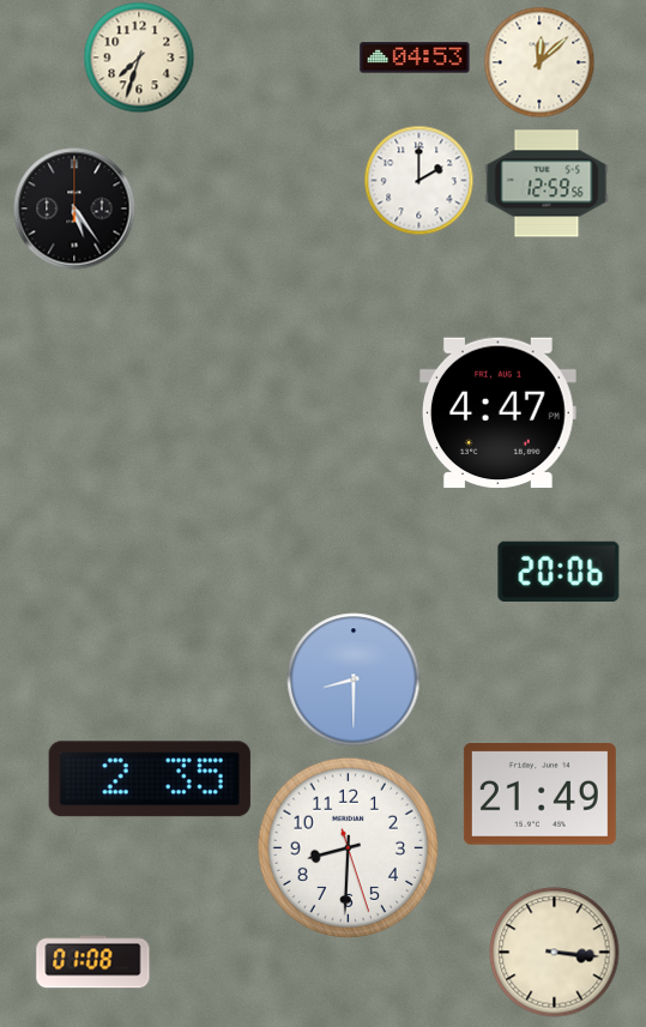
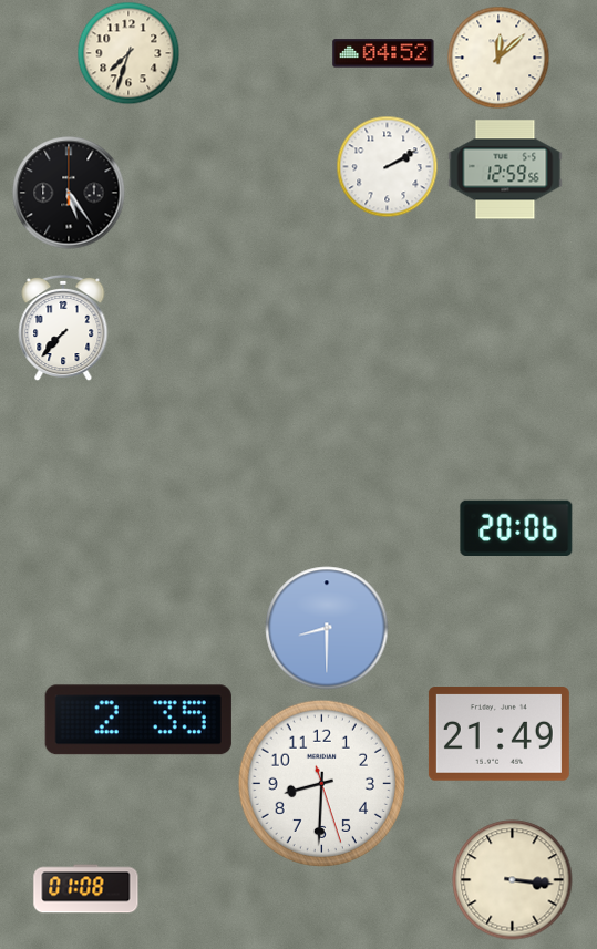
clock at (415, 58): 04:53 -> 04:52
clock at (418, 180): 2:00 -> 2:10
clock at (63, 328): none -> 7:37
clock at (497, 413): 4:47 -> none
